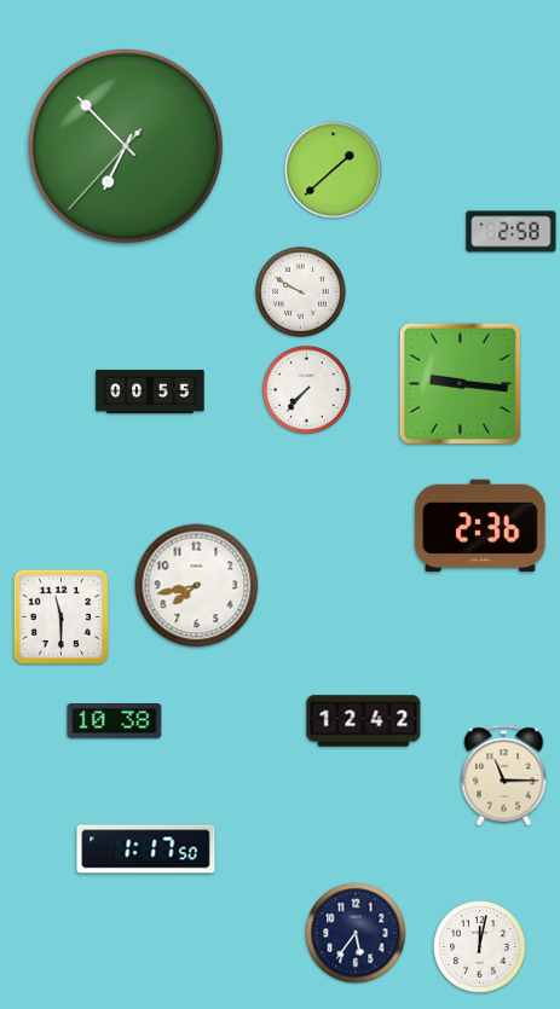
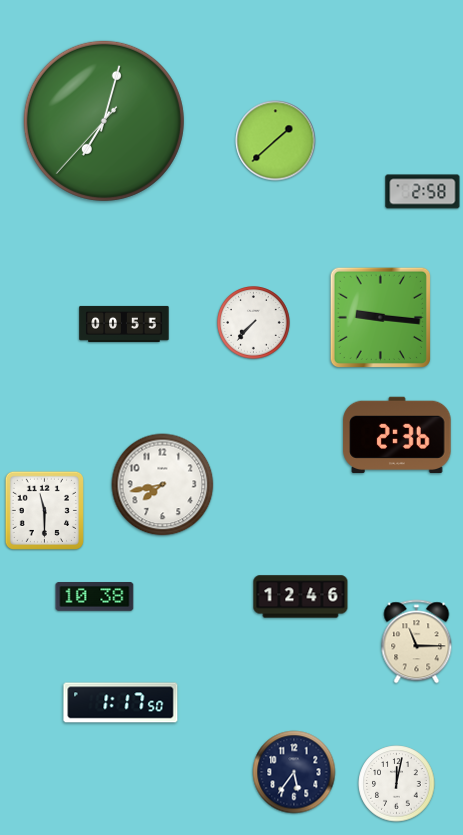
clock at (126, 146): 6:52 -> 7:02
clock at (301, 292): 9:50 -> none
clock at (60, 616) position: (60, 616) -> (44, 510)
clock at (364, 721): 12:42 -> 12:46
